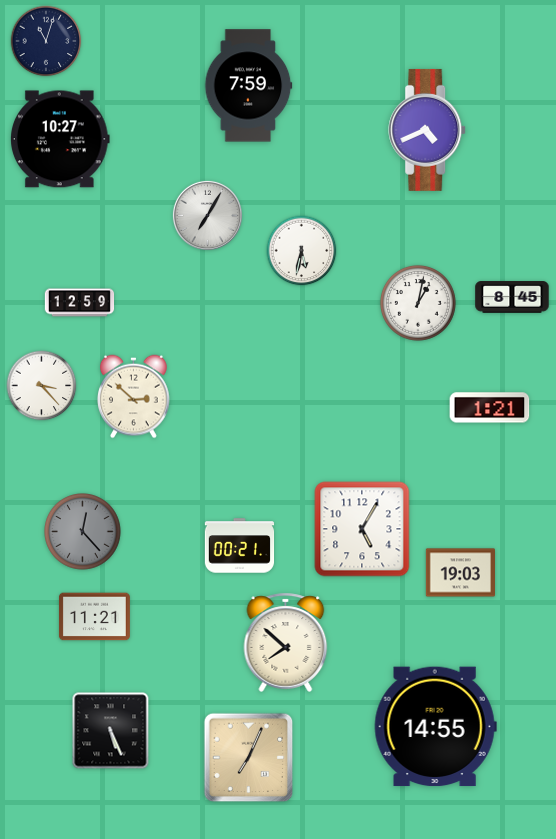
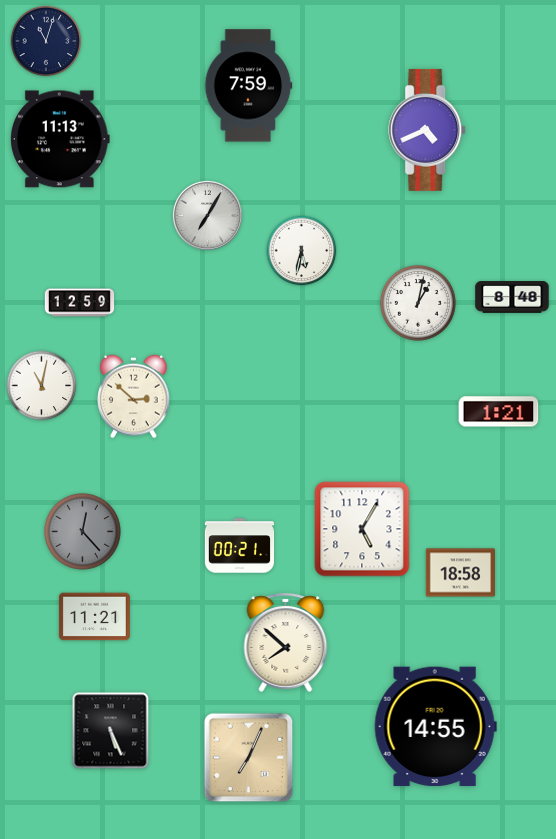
clock at (60, 139): 10:27 -> 11:13
clock at (512, 297): 8:45 -> 8:48
clock at (42, 386): 3:23 -> 11:02
clock at (490, 408) position: (490, 408) -> (499, 412)
clock at (460, 573): 19:03 -> 18:58
